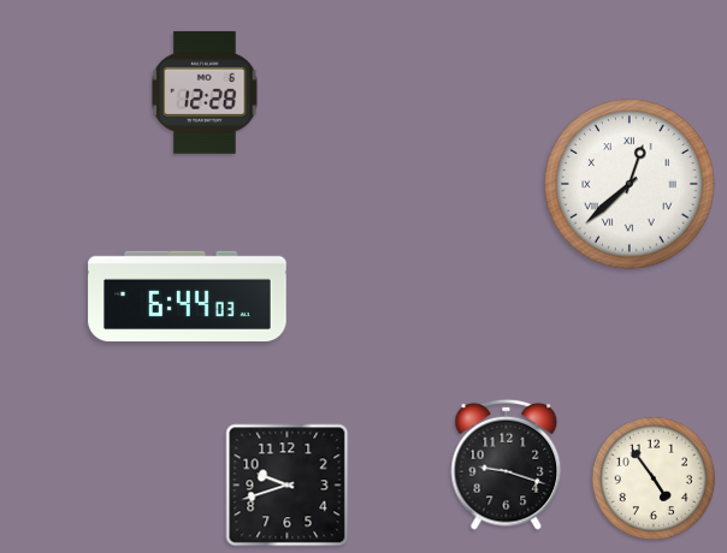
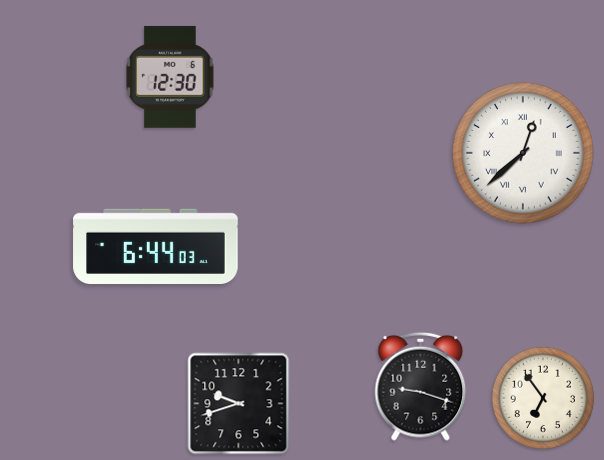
clock at (205, 93): 12:28 -> 12:30
clock at (654, 478): 4:54 -> 6:54
